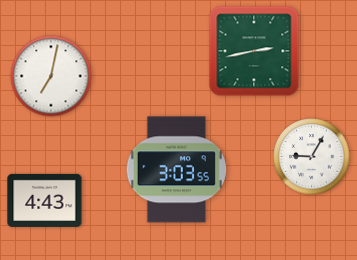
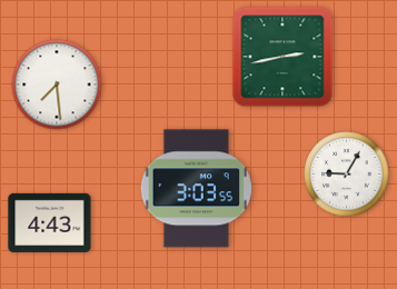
clock at (51, 76): 7:02 -> 7:29
